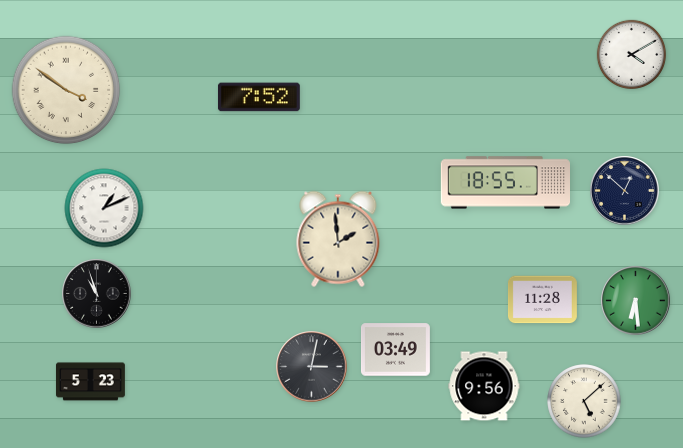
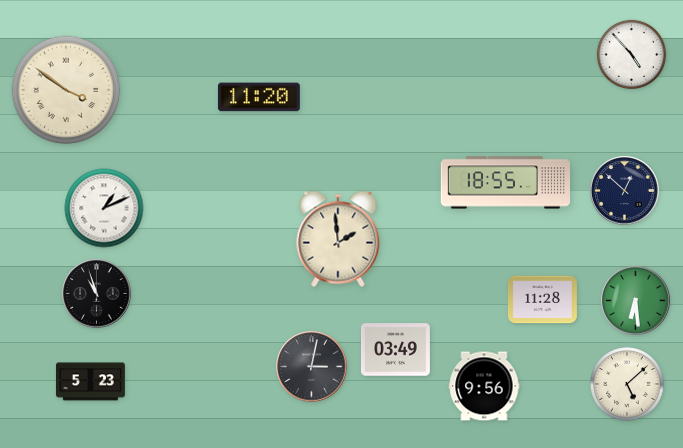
clock at (632, 55): 4:10 -> 4:53
clock at (259, 97): 7:52 -> 11:20
clock at (584, 401) position: (584, 401) -> (627, 384)
